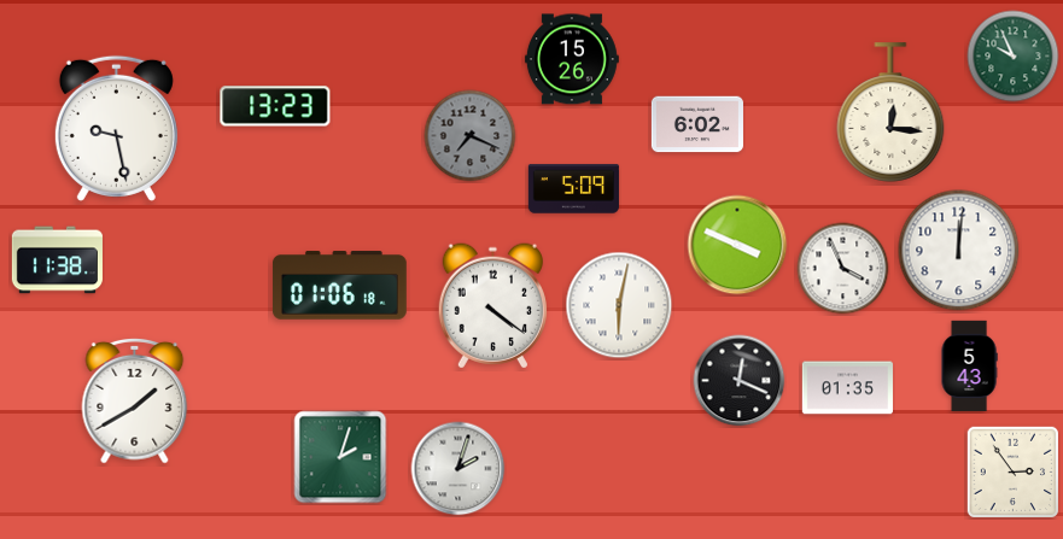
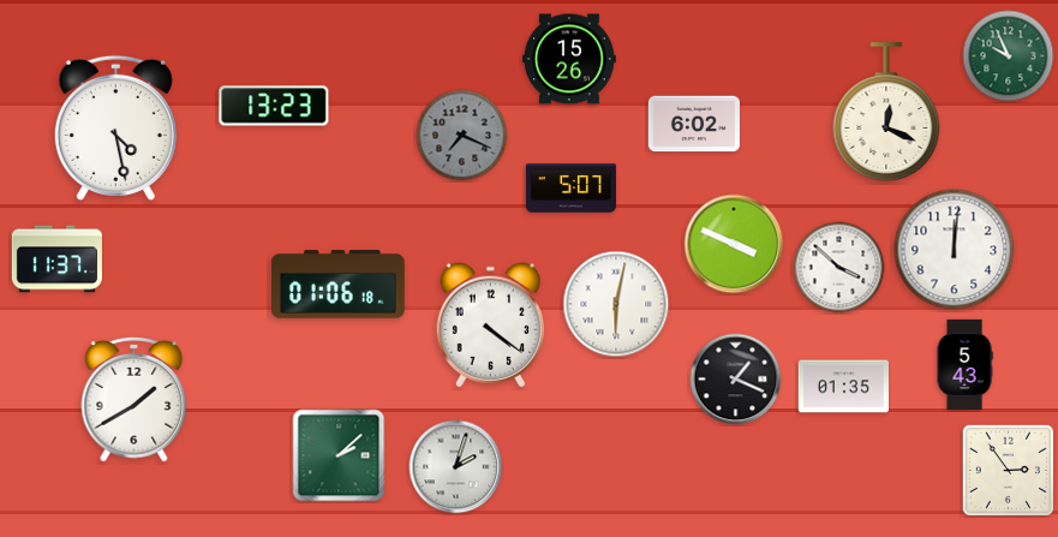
clock at (890, 112): 12:16 -> 12:19
clock at (116, 128): 9:28 -> 4:28
clock at (471, 136) position: (471, 136) -> (462, 136)
clock at (573, 189): 5:09 -> 5:07
clock at (57, 260): 11:38 -> 11:37
clock at (843, 269): 3:56 -> 3:52
clock at (492, 306) position: (492, 306) -> (490, 326)
clock at (740, 381): 12:19 -> 1:19
clock at (340, 457): 2:03 -> 2:08
